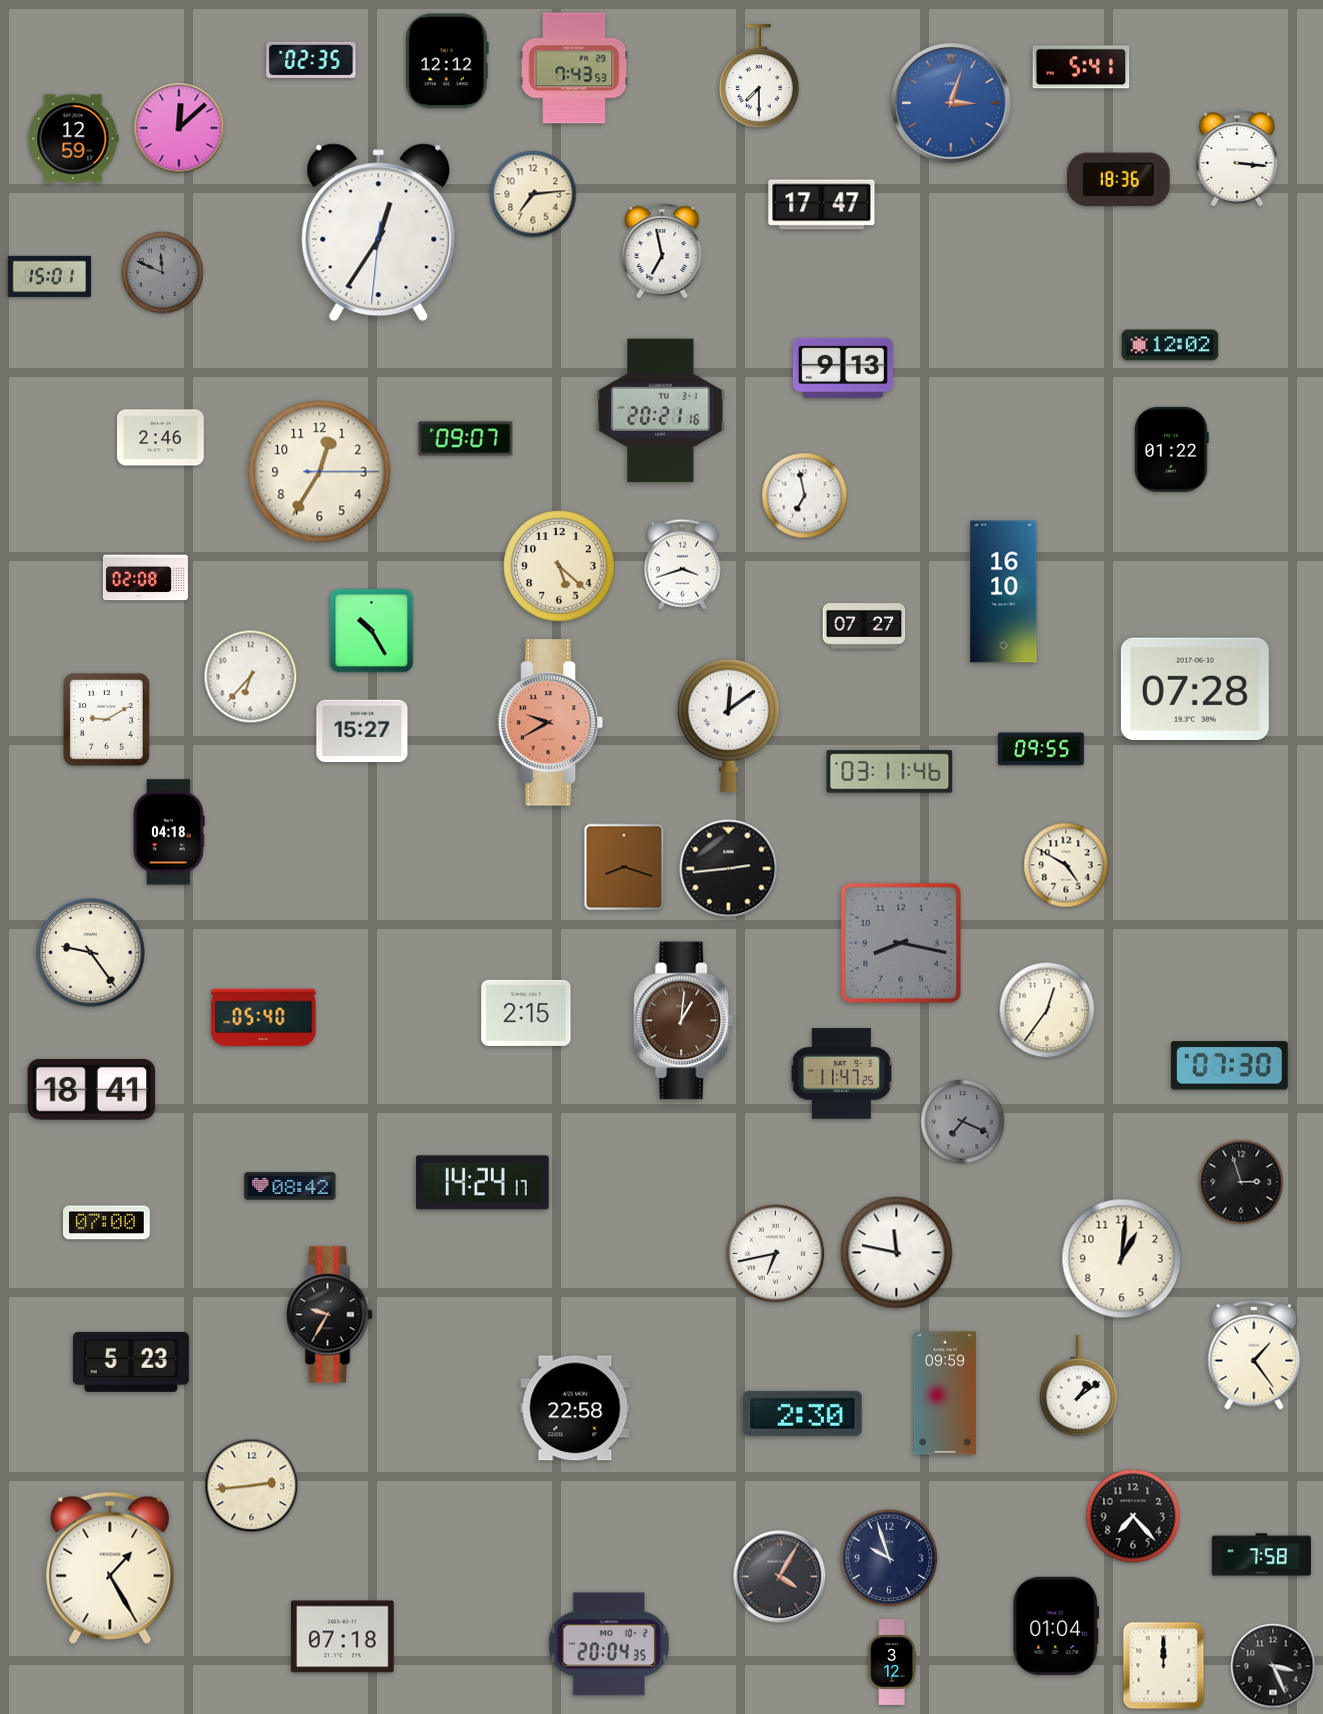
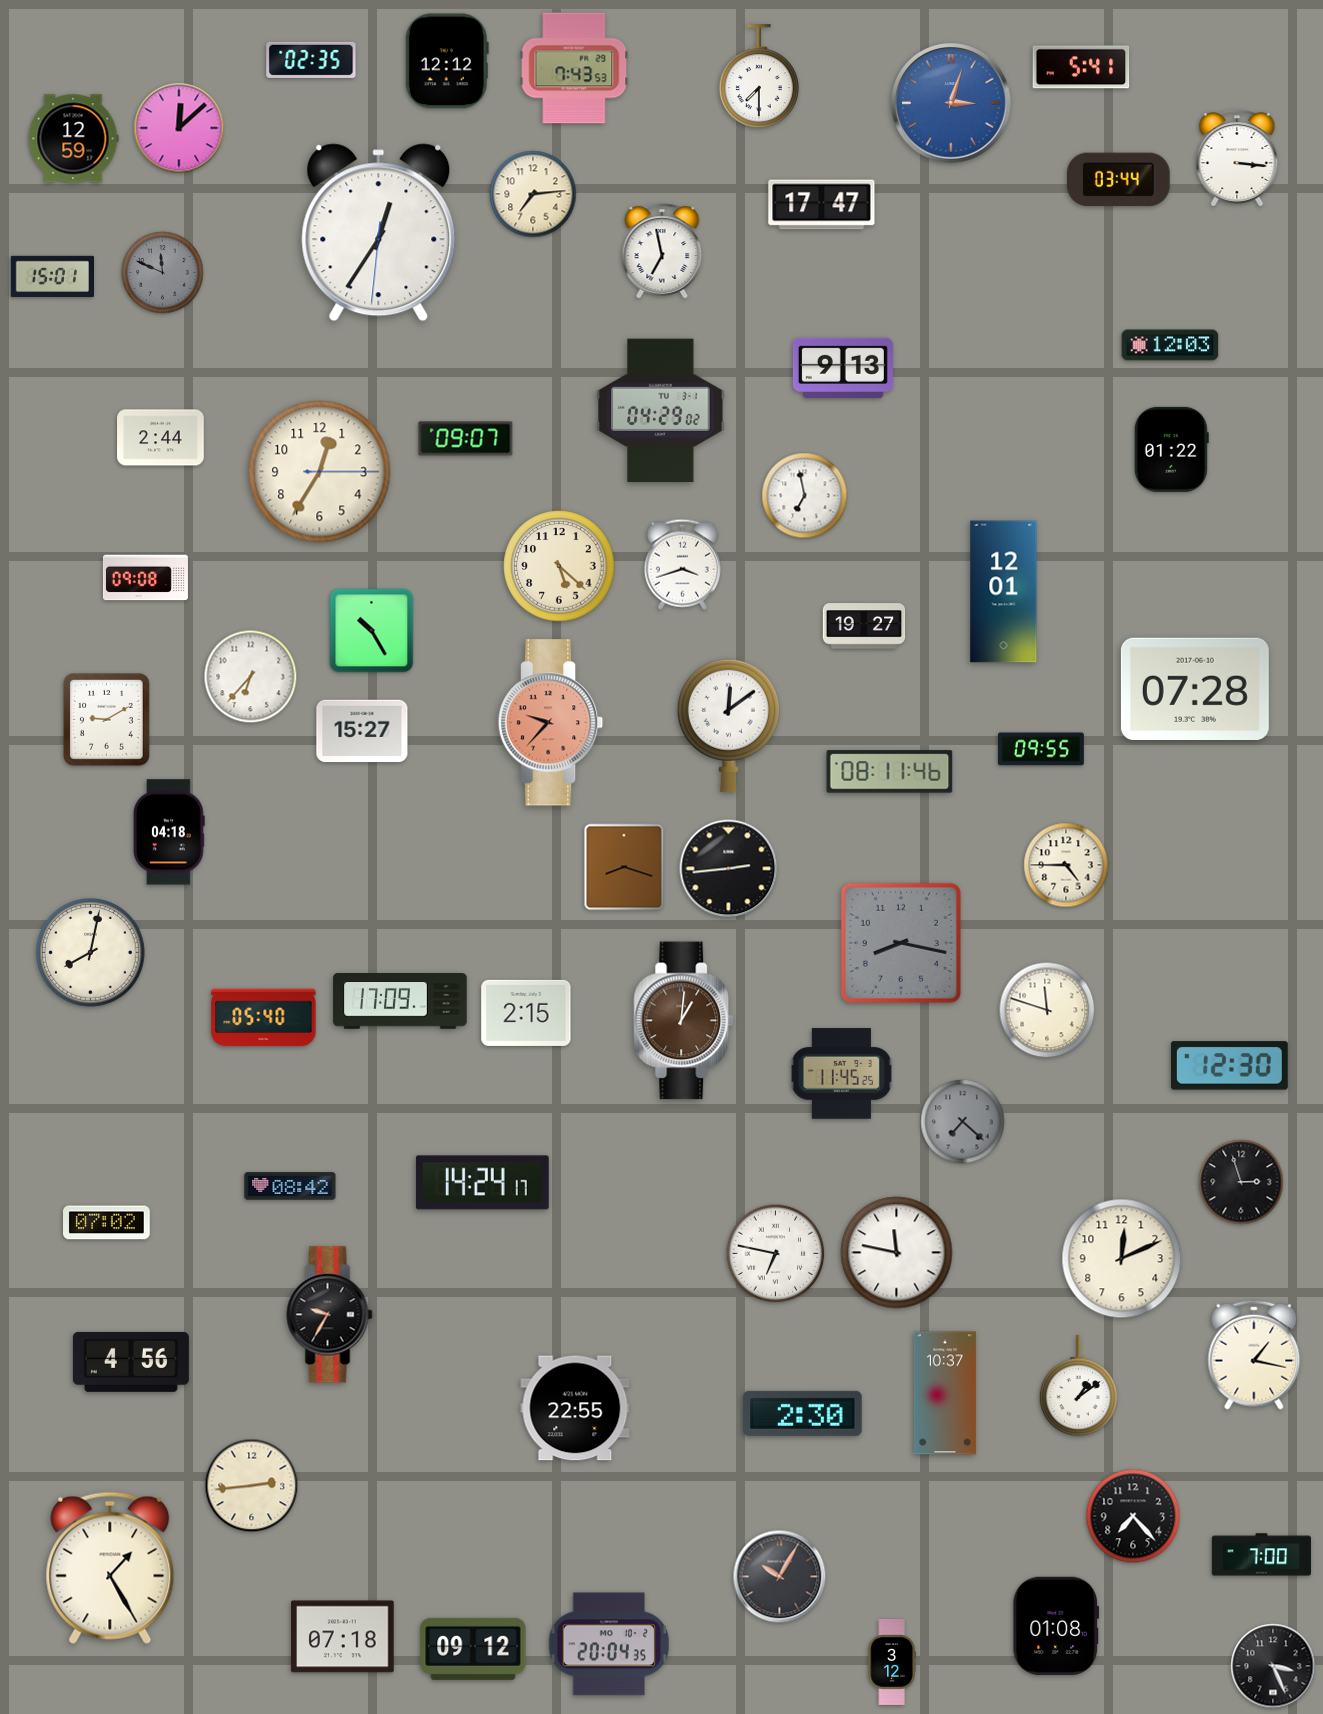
clock at (1119, 180): 18:36 -> 03:44
clock at (49, 276) position: (49, 276) -> (52, 276)
clock at (1170, 345): 12:02 -> 12:03
clock at (661, 411): 20:21 -> 04:29
clock at (161, 438): 2:46 -> 2:44
clock at (145, 578): 02:08 -> 09:08
clock at (1004, 592): 16:10 -> 12:01
clock at (864, 626): 07:27 -> 19:27
clock at (551, 723): 9:40 -> 9:37
clock at (890, 772): 03:11 -> 08:11
clock at (1066, 865): 4:50 -> 4:45
clock at (91, 953): 9:24 -> 8:02
clock at (400, 1002): none -> 17:09
clock at (1047, 1010): 12:36 -> 11:48
clock at (1229, 1066): 07:30 -> 12:30
clock at (841, 1074): 11:47 -> 11:45
clock at (92, 1090): 18:41 -> none
clock at (963, 1122): 7:19 -> 7:22
clock at (107, 1223): 07:00 -> 07:02
clock at (776, 1254): 6:43 -> 6:47
clock at (1122, 1259): 1:01 -> 12:11
clock at (1254, 1355): 1:24 -> 1:17
clock at (131, 1362): 5:23 -> 4:56
clock at (945, 1393): 09:59 -> 10:37
clock at (575, 1408): 22:58 -> 22:55
clock at (1261, 1555): 7:58 -> 7:00
clock at (889, 1558): 9:57 -> none
clock at (780, 1577): 4:05 -> 10:05
clock at (1056, 1625): 01:04 -> 01:08
clock at (473, 1649): none -> 09:12
clock at (1164, 1666): 12:00 -> none
